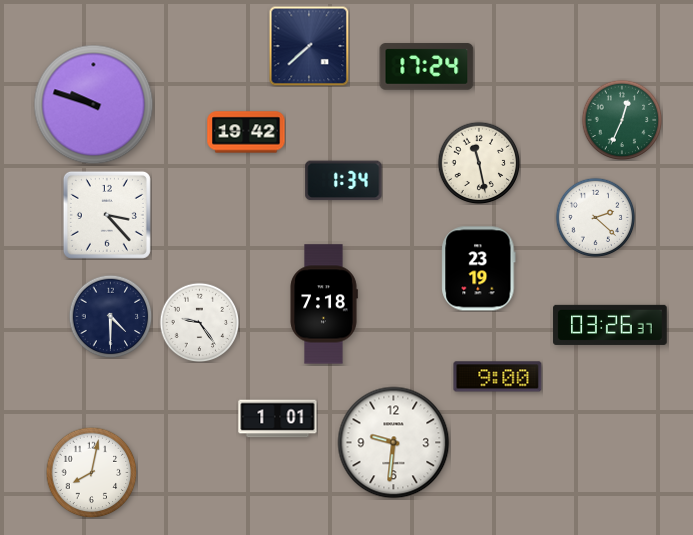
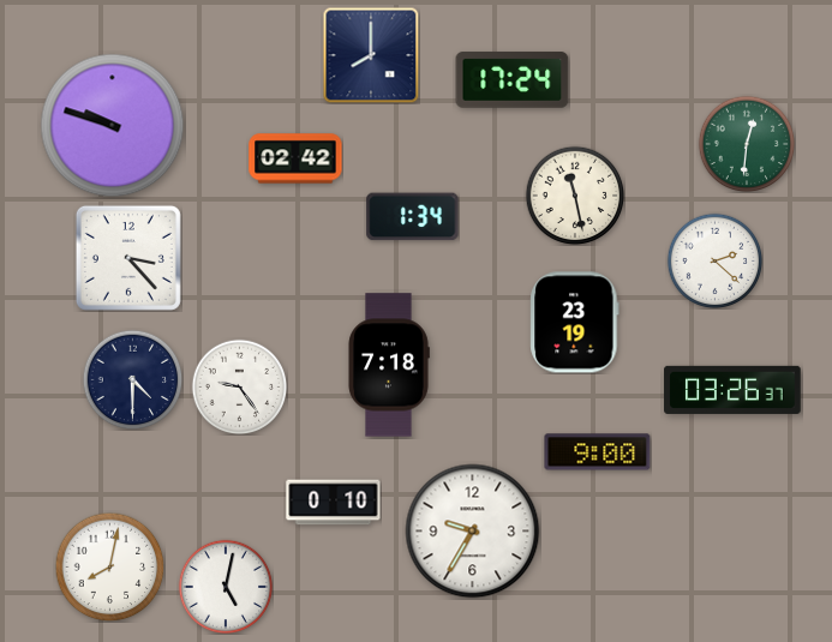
clock at (309, 46): 7:38 -> 8:00
clock at (622, 120): 12:34 -> 12:31
clock at (246, 132): 19:42 -> 02:42
clock at (278, 419): 1:01 -> 0:10
clock at (394, 443): 9:31 -> 9:35
clock at (226, 587): none -> 5:02
